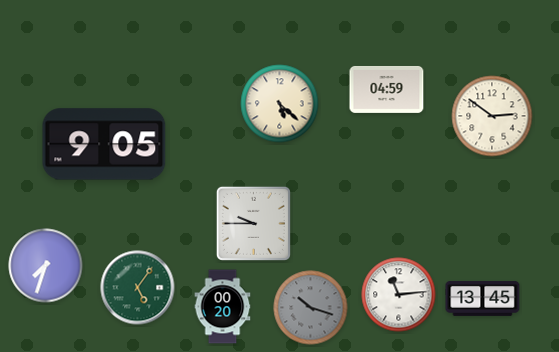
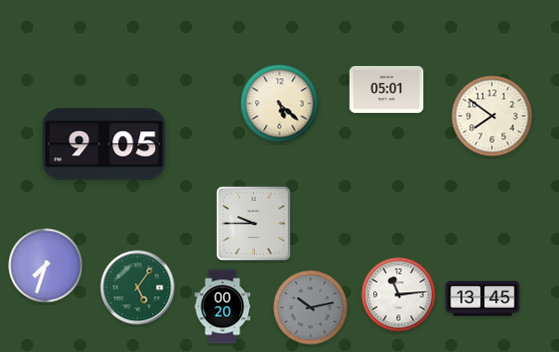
clock at (387, 89): 04:59 -> 05:01
clock at (492, 116): 2:51 -> 7:51
clock at (311, 308): 10:18 -> 10:13
